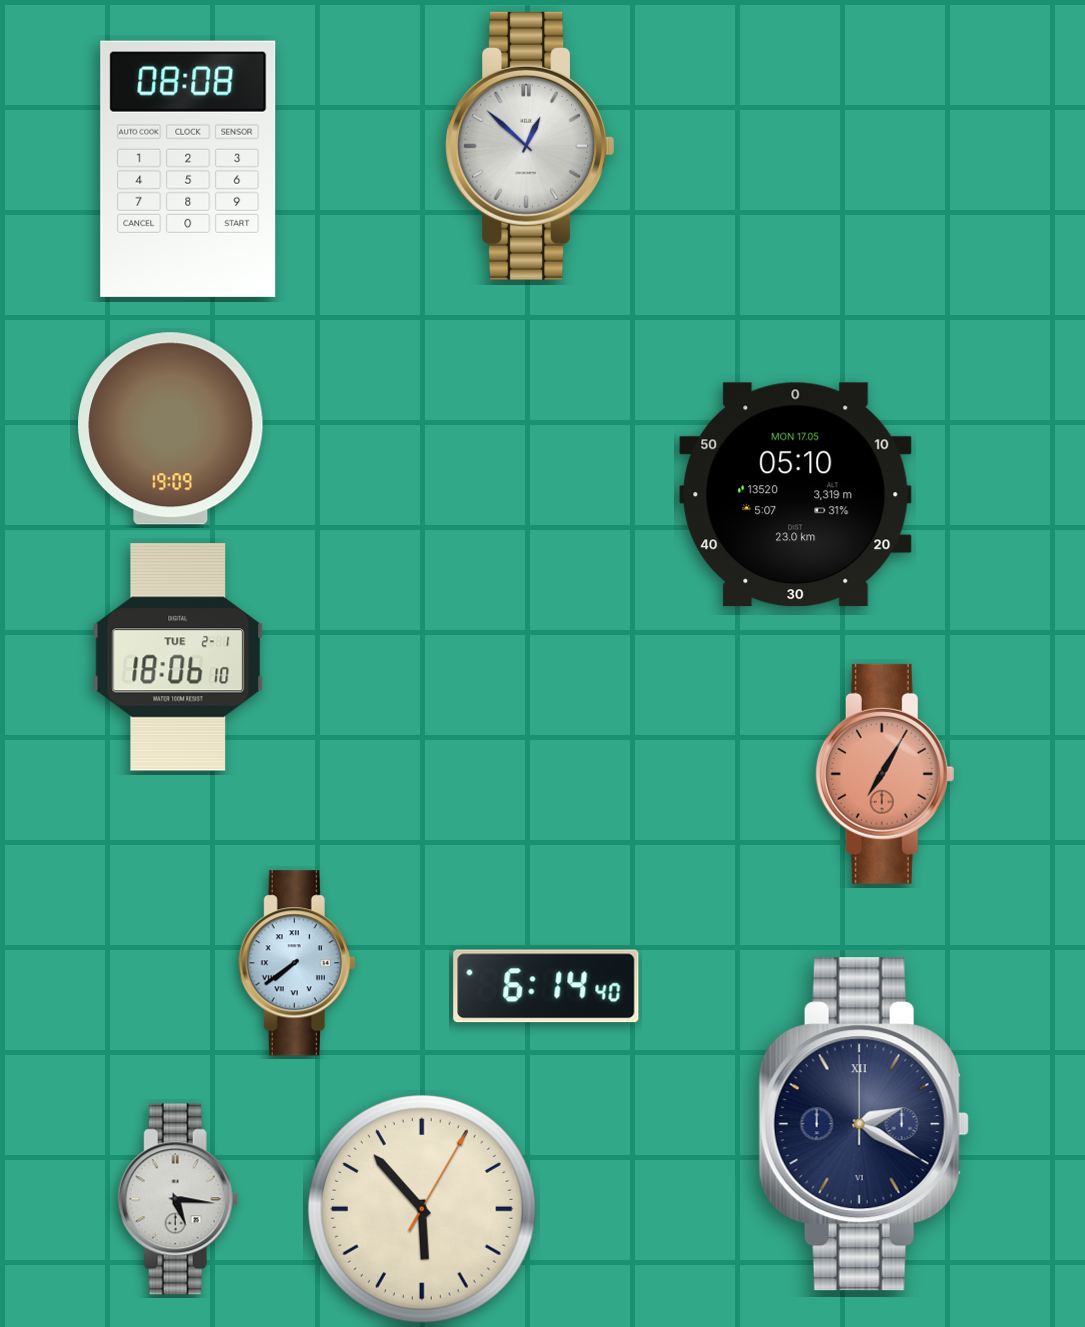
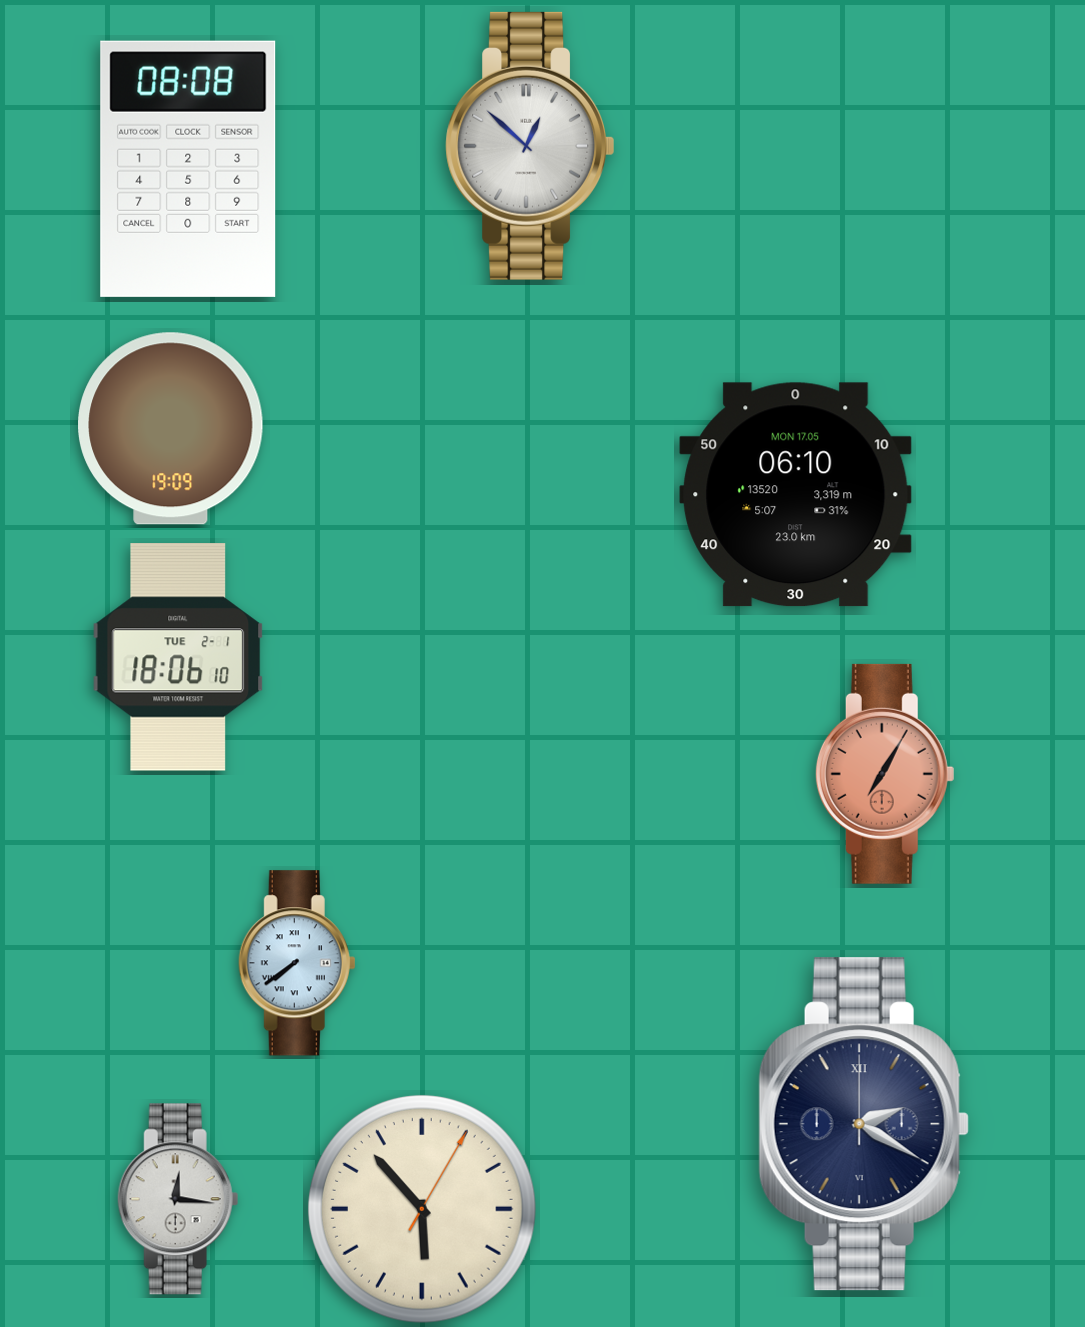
clock at (796, 495): 05:10 -> 06:10
clock at (546, 986): 6:14 -> none
clock at (178, 1199): 5:16 -> 12:16
